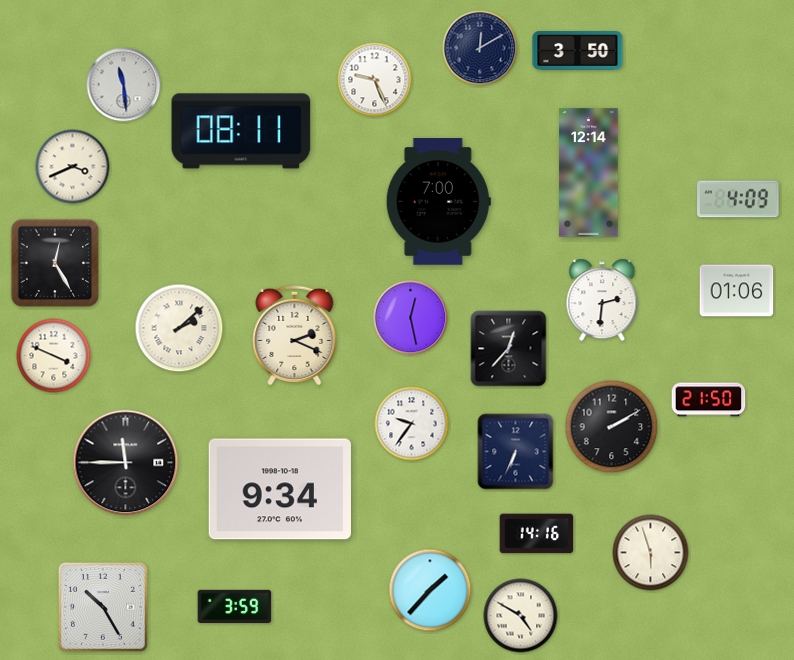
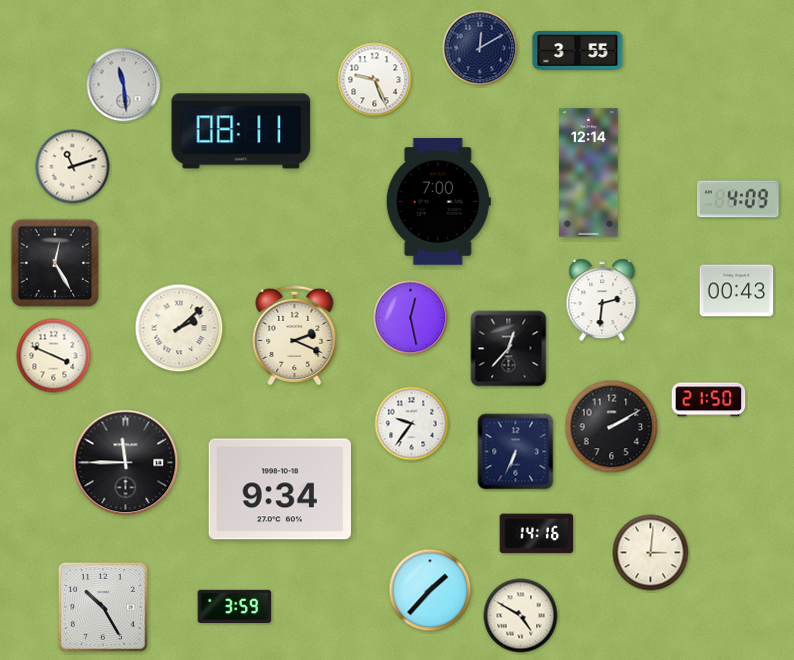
clock at (578, 51): 3:50 -> 3:55
clock at (73, 167): 3:41 -> 11:12
clock at (737, 291): 01:06 -> 00:43
clock at (651, 553): 5:57 -> 3:01
